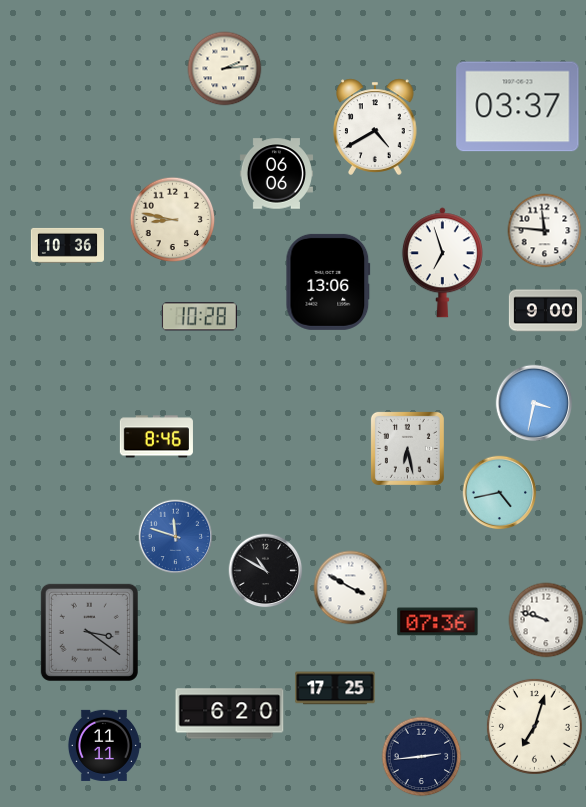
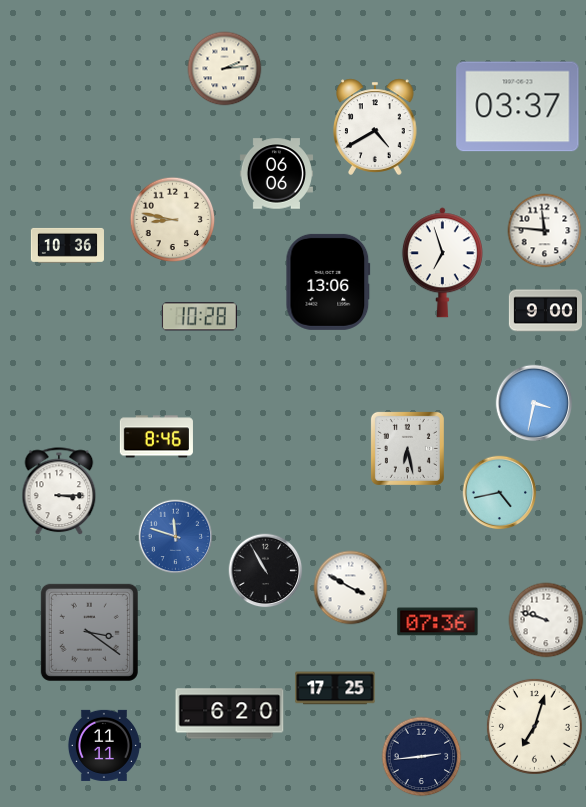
clock at (59, 492): none -> 3:15
clock at (266, 571): 10:50 -> 10:55
